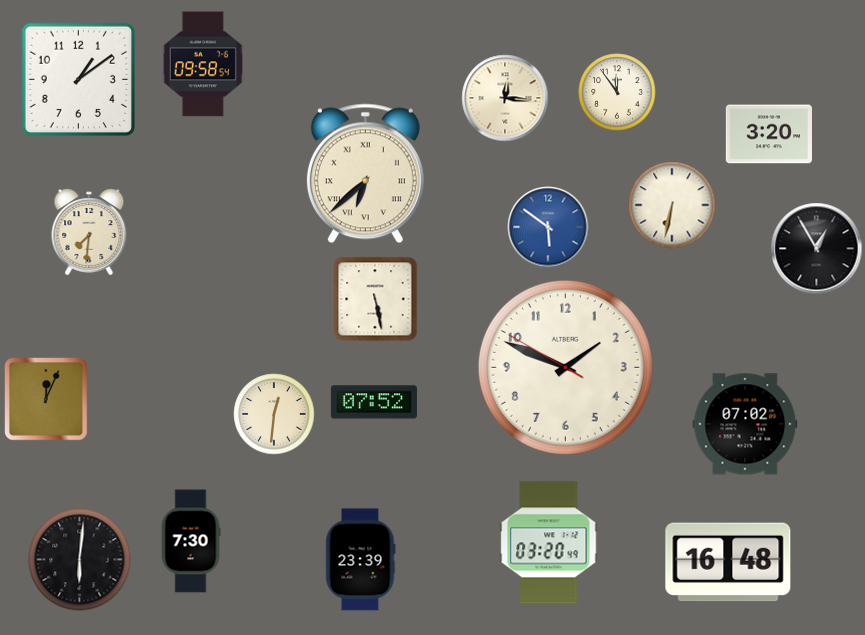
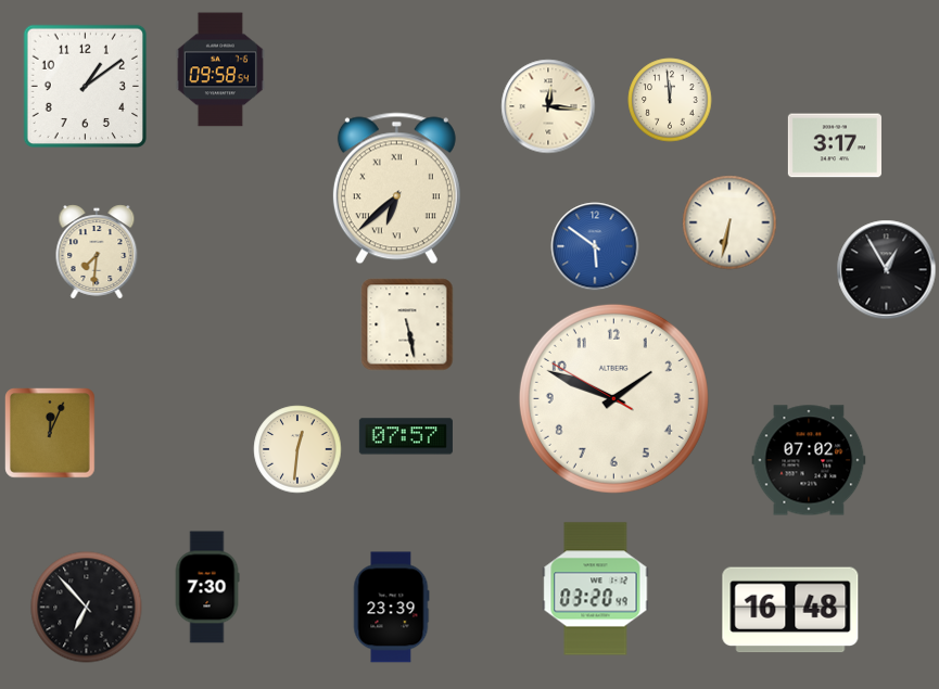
clock at (617, 92): 11:54 -> 11:59
clock at (769, 134): 3:20 -> 3:17
clock at (374, 402): 07:52 -> 07:57
clock at (80, 560): 6:01 -> 6:53
